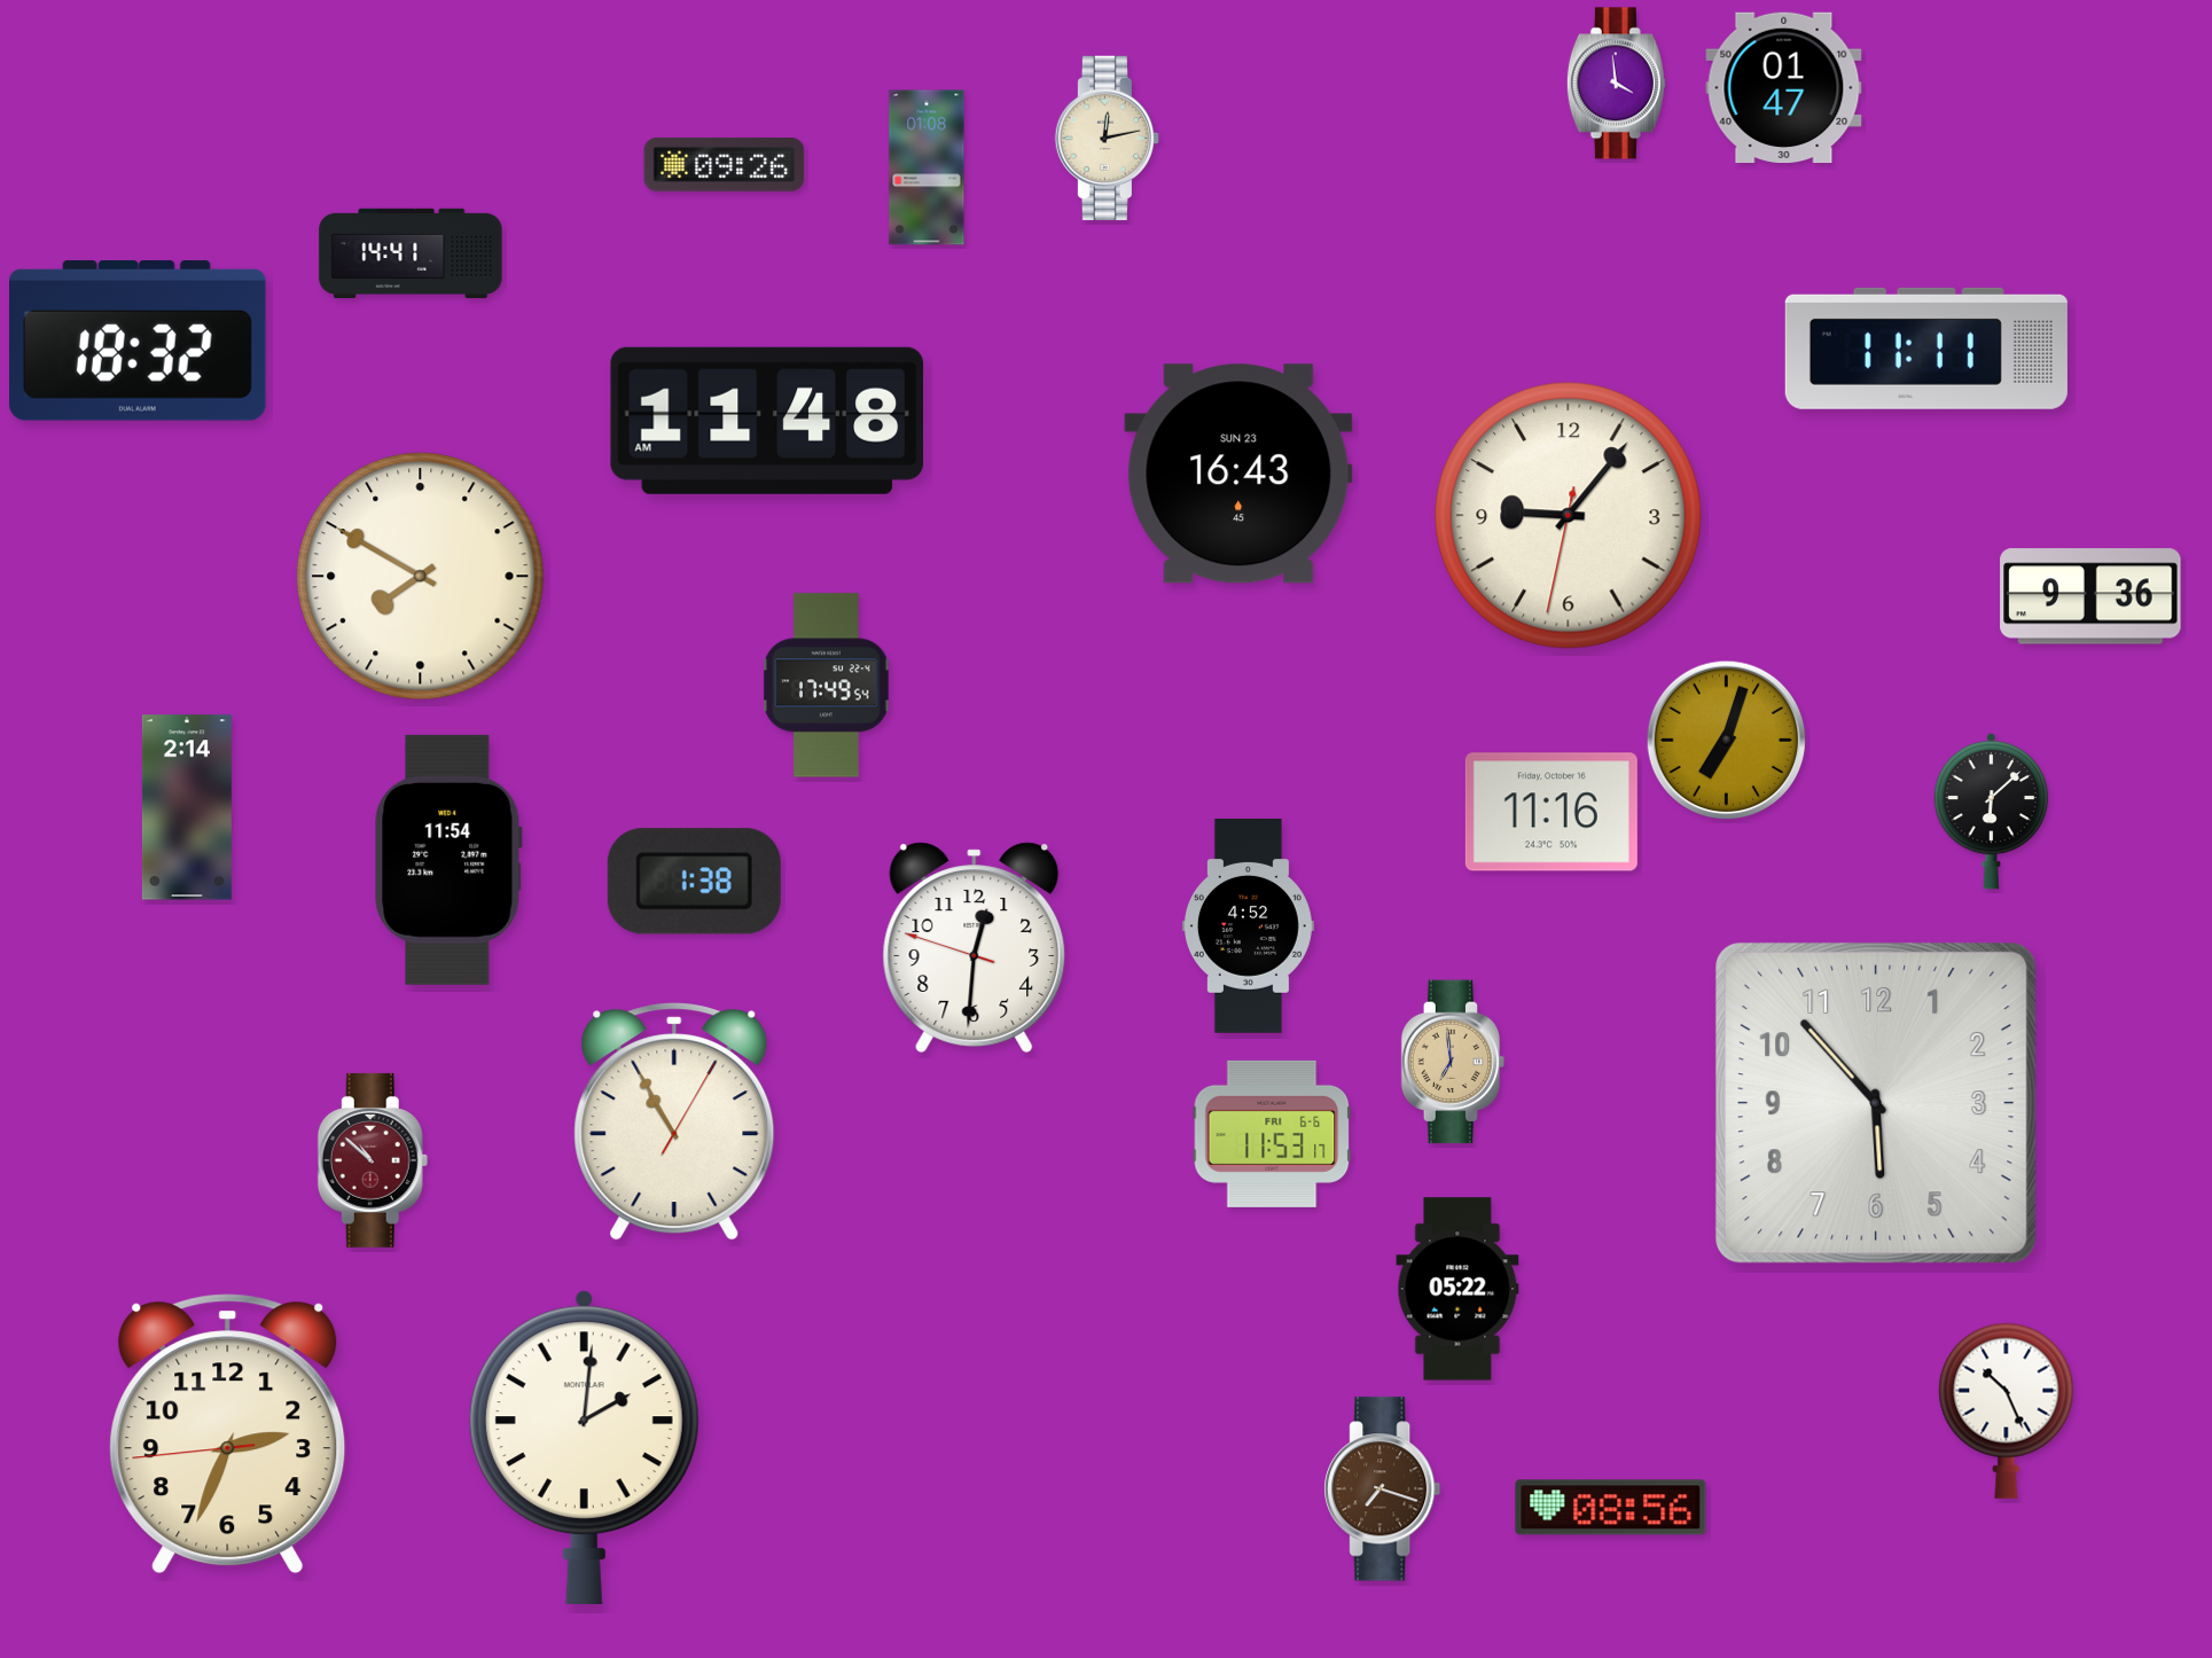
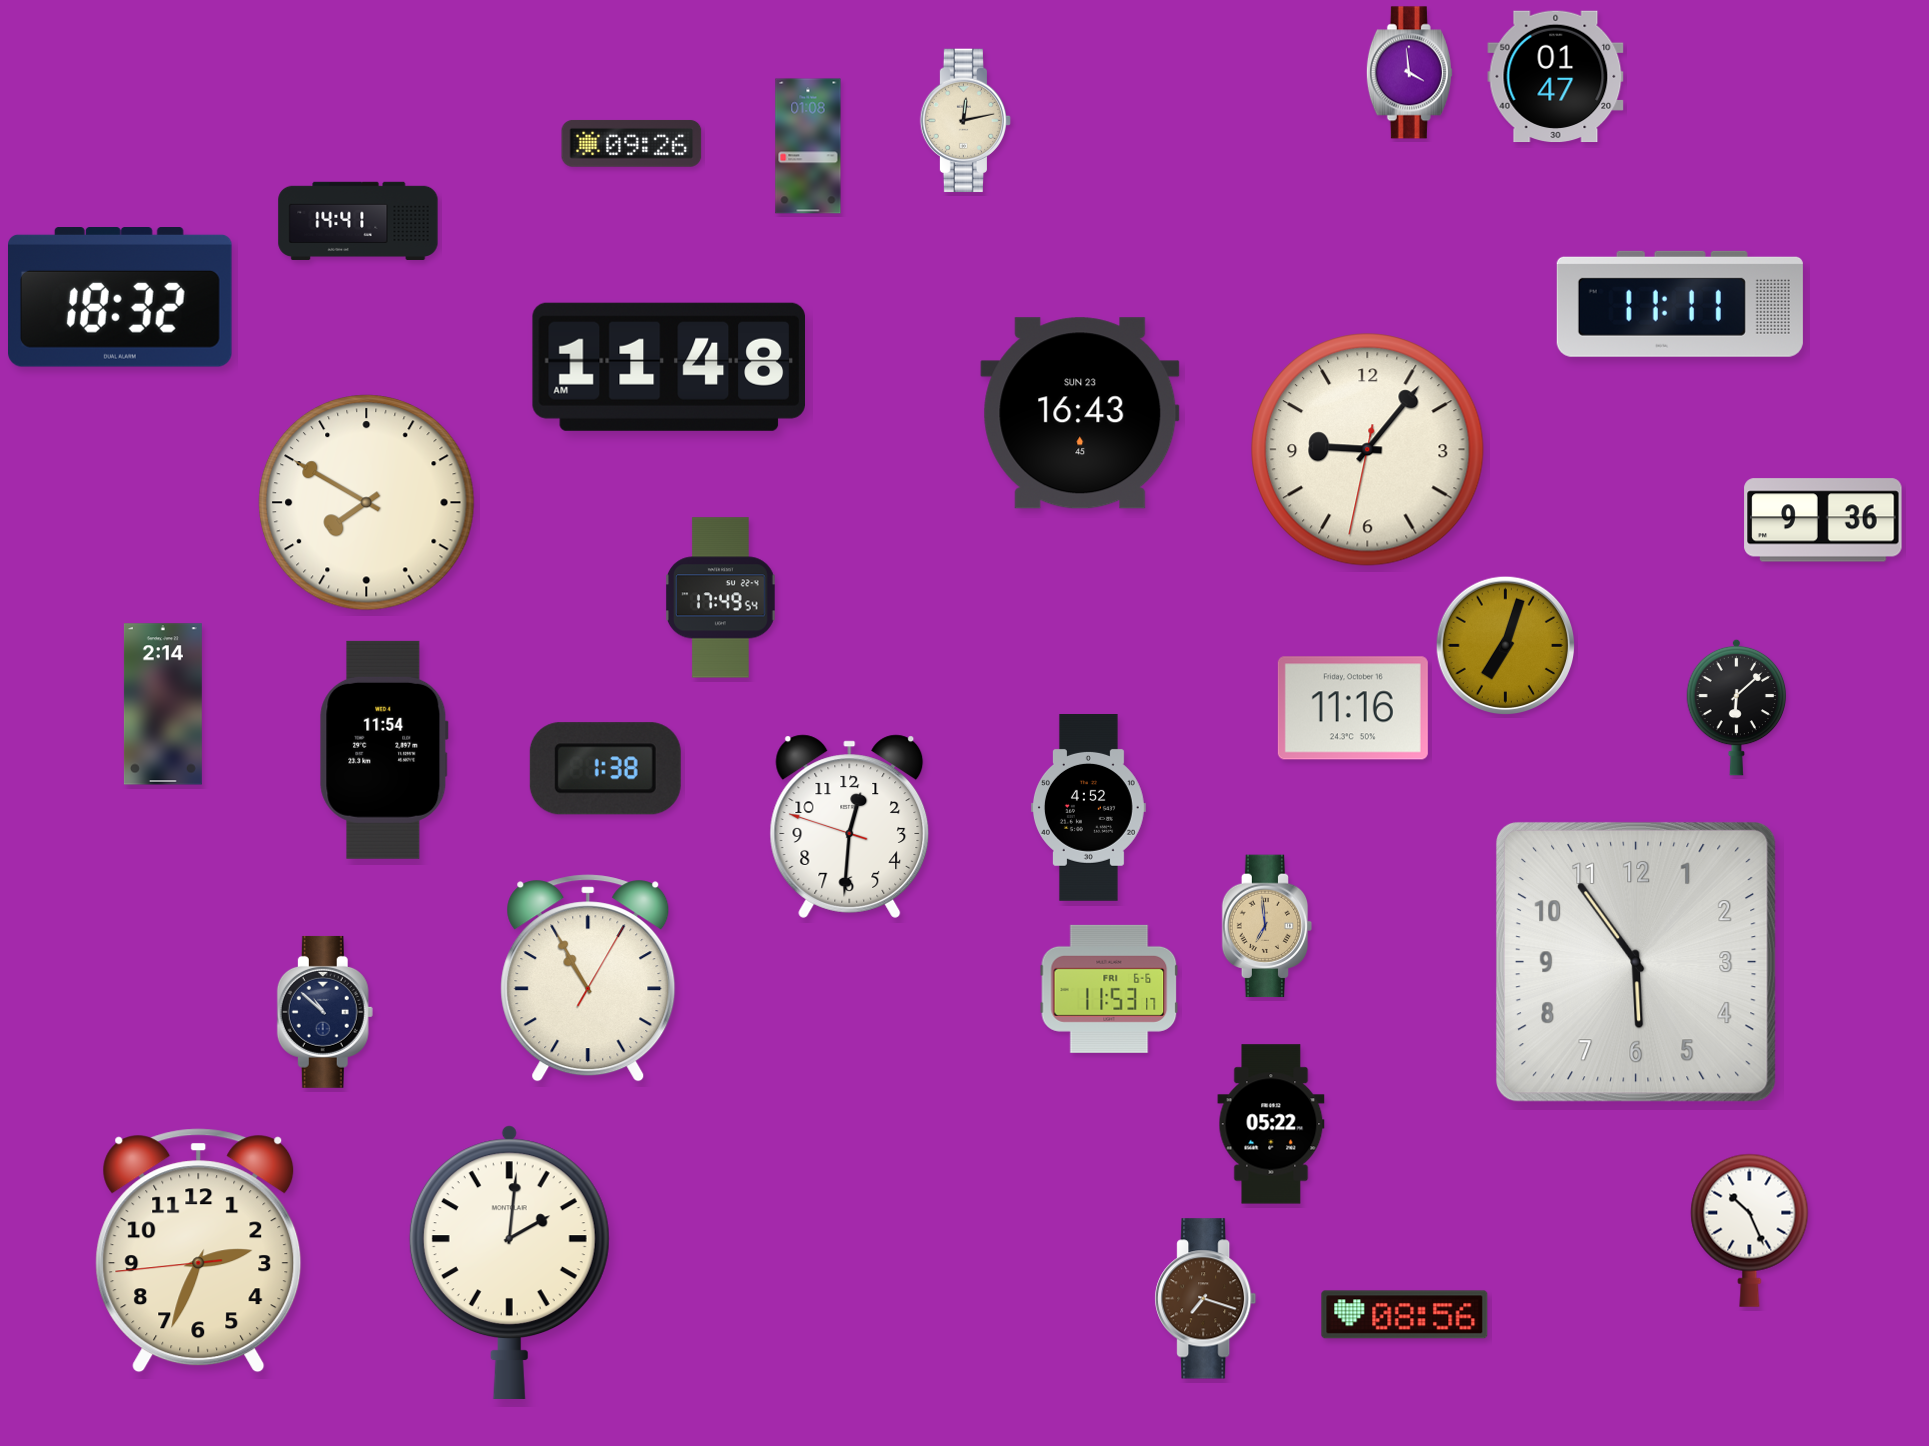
clock at (448, 860) position: (448, 860) -> (384, 750)
clock at (1876, 1103): 5:53 -> 5:54
clock at (373, 1160) dial: burgundy -> navy
